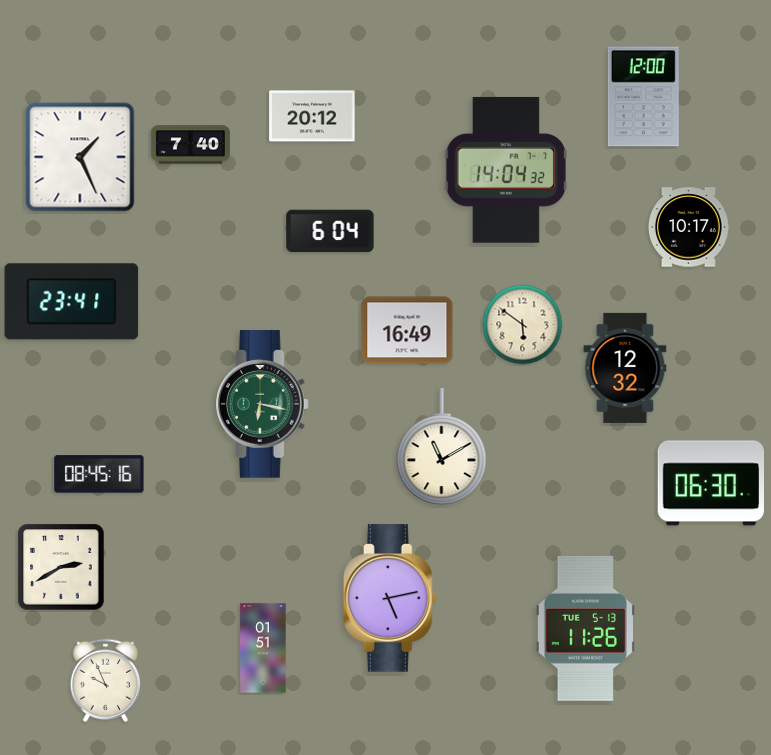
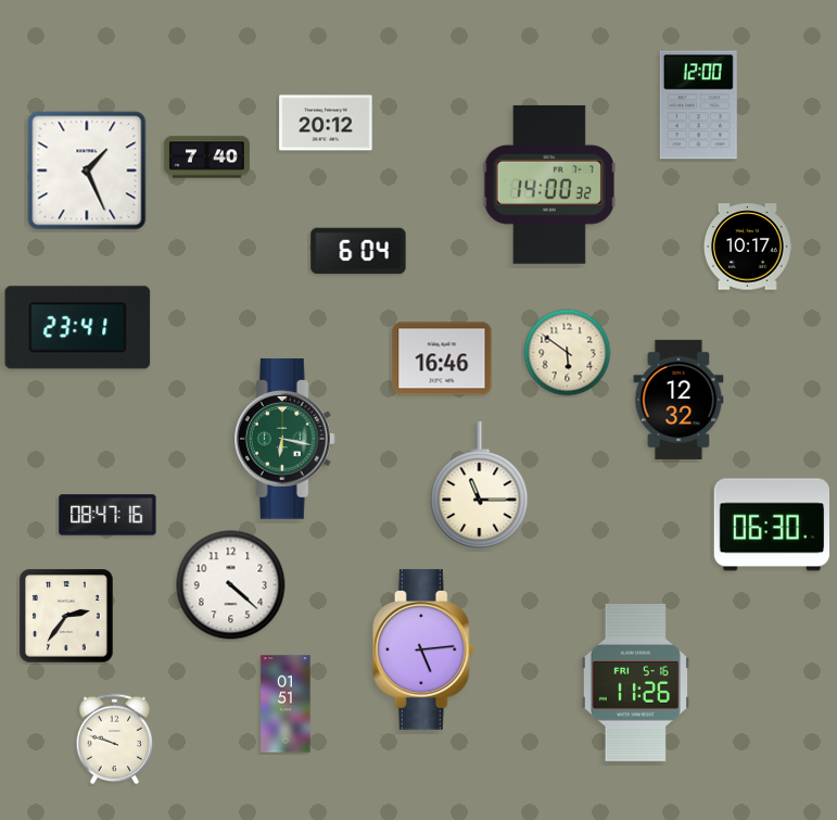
clock at (312, 116) position: (312, 116) -> (326, 123)
clock at (506, 170): 14:04 -> 14:00
clock at (407, 330): 16:49 -> 16:46
clock at (442, 447): 11:10 -> 11:15
clock at (99, 474): 08:45 -> 08:47
clock at (231, 585): none -> 4:22
clock at (61, 567): 2:40 -> 2:36
clock at (390, 598): 5:13 -> 5:14
clock at (585, 628) date: TUE 5-13 -> FRI 5-16
clock at (106, 680): 9:56 -> 9:48
